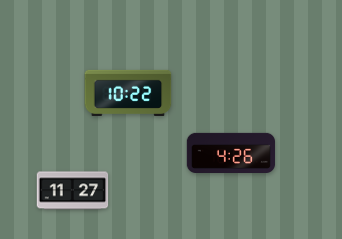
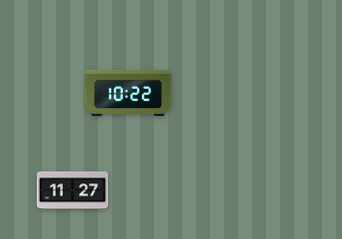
clock at (231, 152): 4:26 -> none
